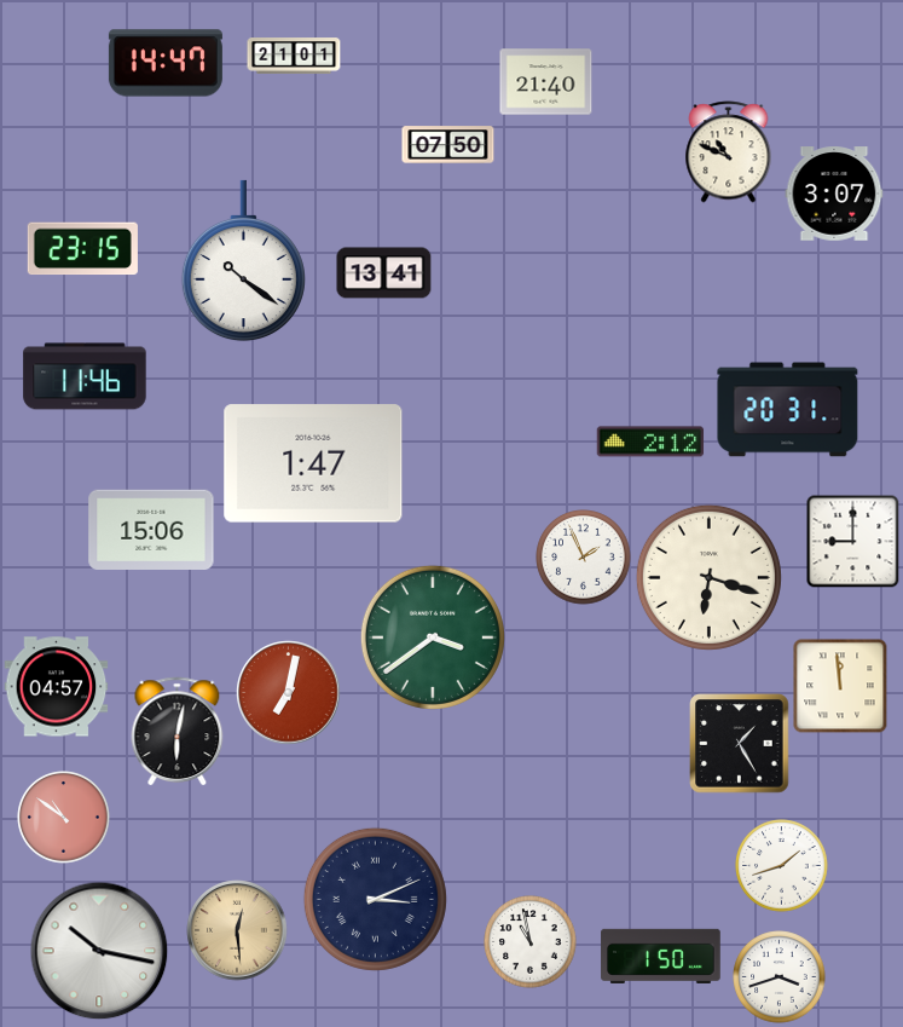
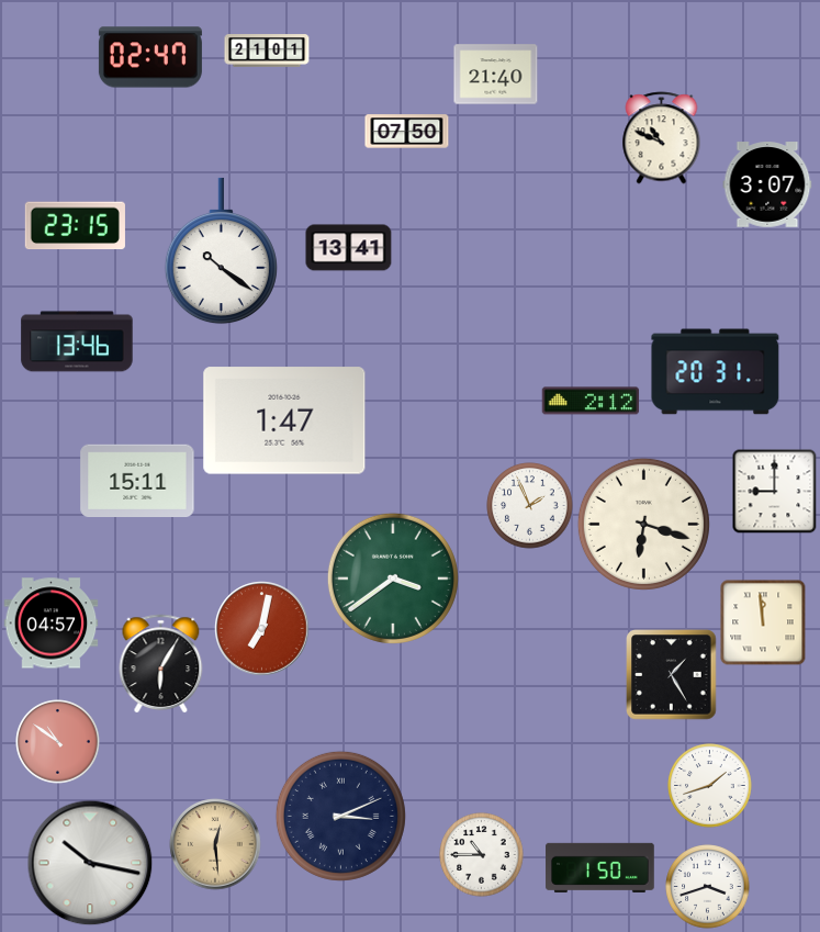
clock at (166, 63): 14:47 -> 02:47
clock at (834, 194) position: (834, 194) -> (767, 184)
clock at (243, 261) position: (243, 261) -> (221, 251)
clock at (85, 376): 11:46 -> 13:46
clock at (151, 529): 15:06 -> 15:11
clock at (178, 732): 6:02 -> 6:05
clock at (531, 942): 10:58 -> 10:45
